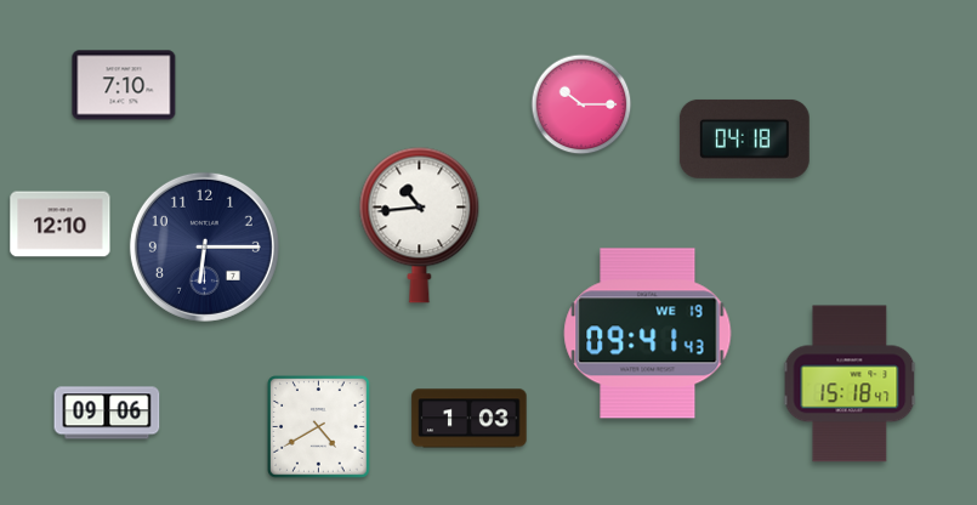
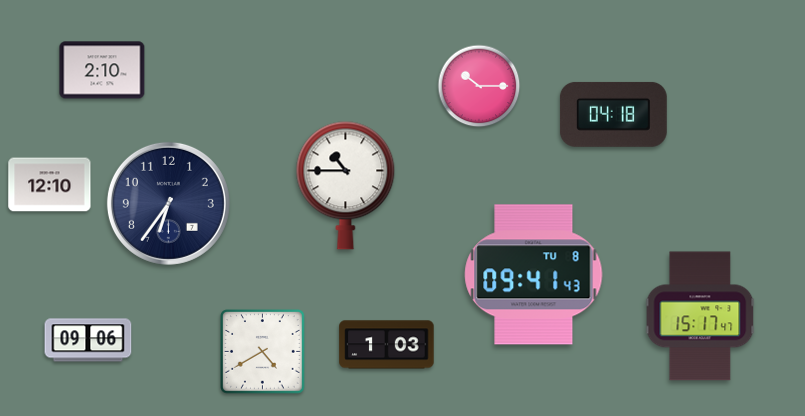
clock at (124, 85): 7:10 -> 2:10
clock at (420, 225): 10:44 -> 10:45
clock at (204, 246): 6:15 -> 6:36
clock at (648, 334) date: WE 19 -> TU 8
clock at (850, 384): 15:18 -> 15:17
